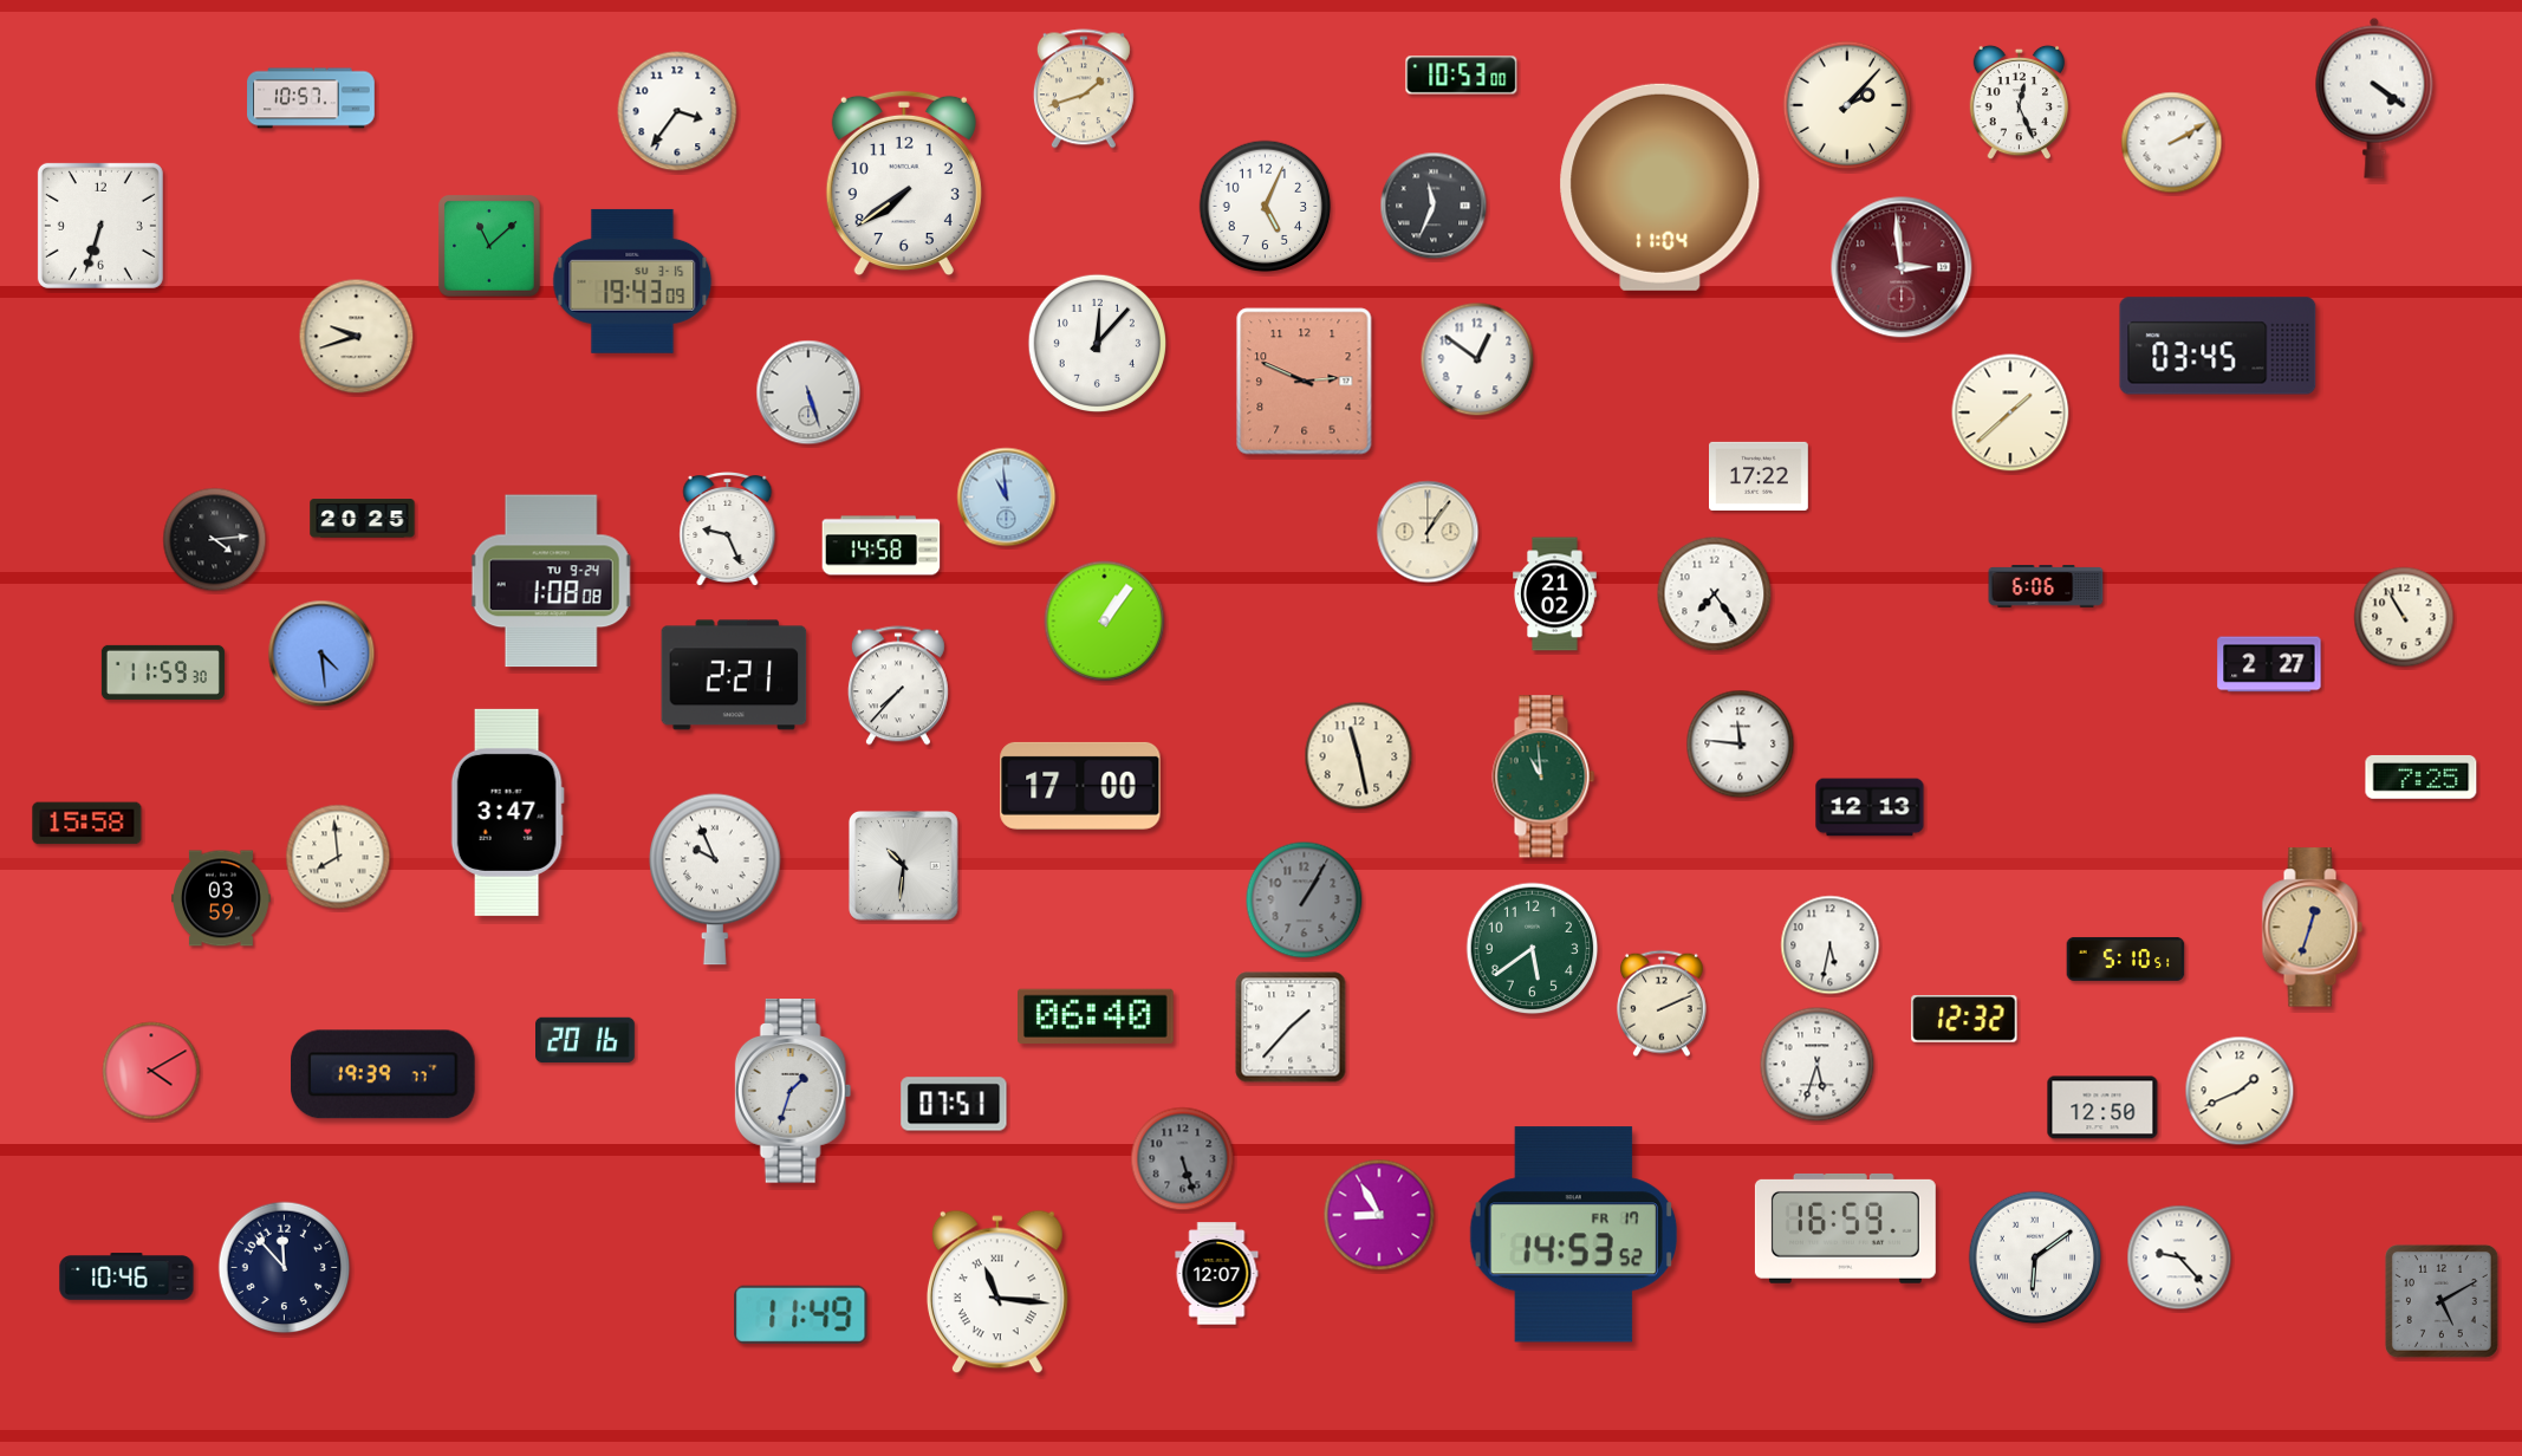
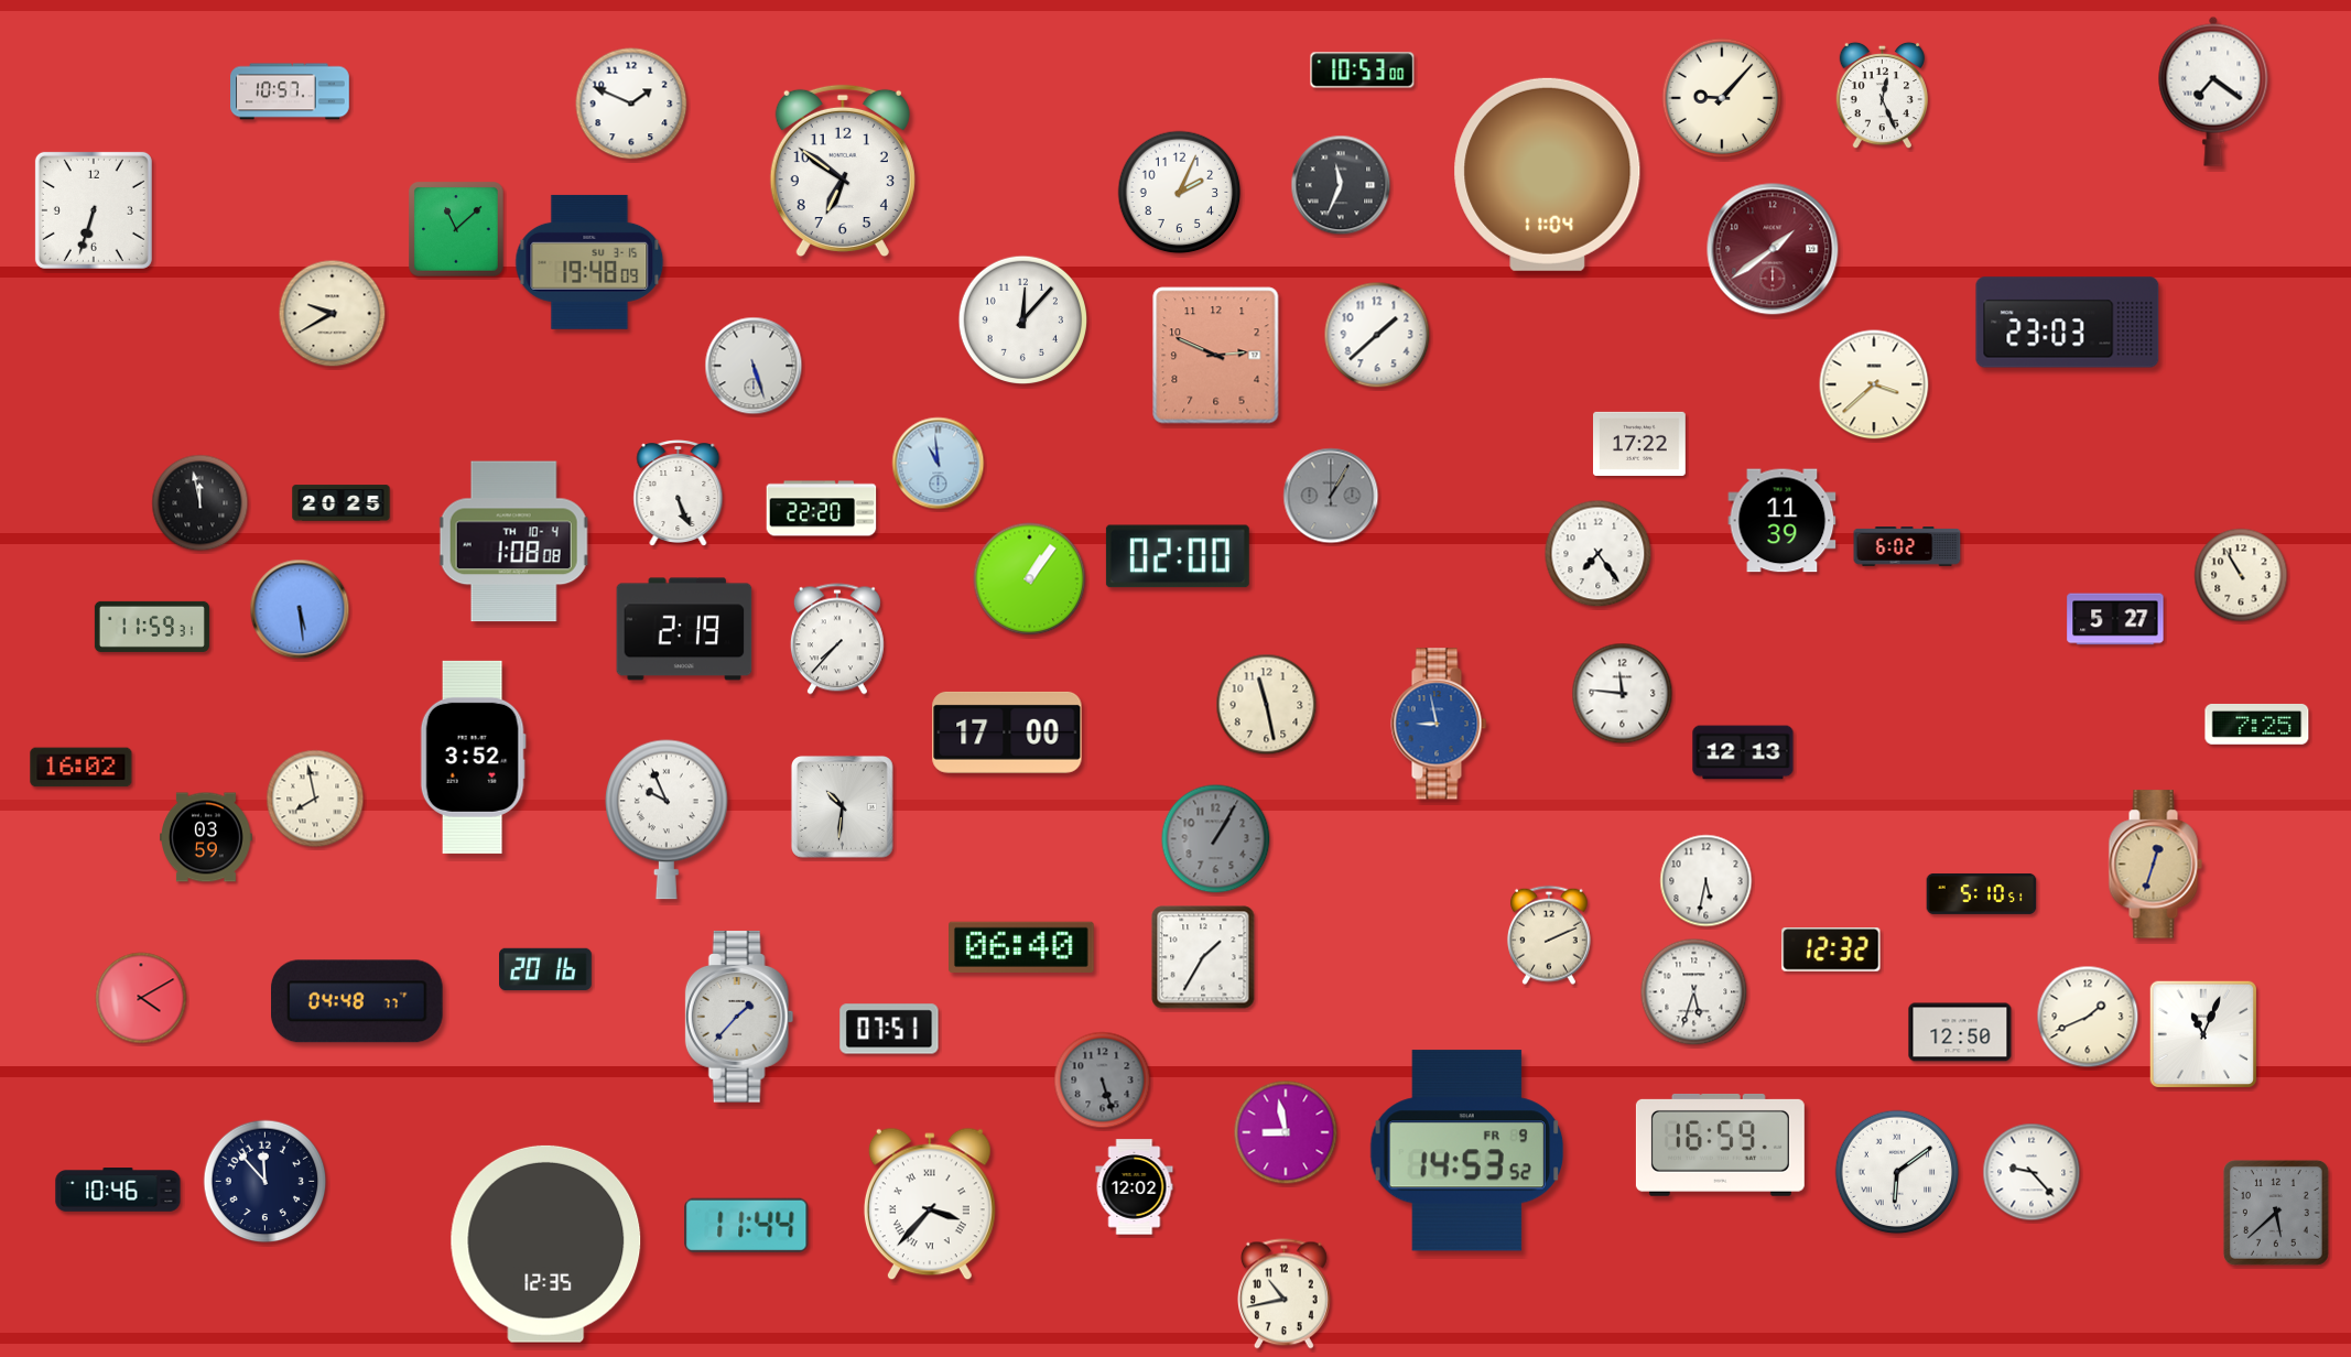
clock at (1084, 89): 1:42 -> none
clock at (2374, 98): 4:21 -> 7:21
clock at (1847, 105): 2:07 -> 9:07
clock at (677, 111): 3:36 -> 1:49
clock at (2172, 143): 2:10 -> none
clock at (904, 183): 7:39 -> 6:51
clock at (1434, 206) position: (1434, 206) -> (1341, 185)
clock at (1266, 207): 5:04 -> 2:04
clock at (1902, 267): 2:59 -> 1:39
clock at (632, 281): 19:43 -> 19:48
clock at (357, 337): 9:42 -> 9:40
clock at (2218, 346): 03:45 -> 23:03
clock at (1477, 359): 12:51 -> 1:38
clock at (2010, 412): 1:38 -> 3:38
clock at (363, 519) position: (363, 519) -> (342, 503)
clock at (728, 529): 9:26 -> 5:26
clock at (1428, 532): 1:06 -> 1:05
clock at (1428, 532) dial: cream -> grey
clock at (215, 540): 4:14 -> 11:58
clock at (882, 546): 14:58 -> 22:20
clock at (1783, 521): none -> 11:39
clock at (551, 581) date: TU 9-24 -> TH 10-4
clock at (2046, 586): 6:06 -> 6:02
clock at (1555, 594): 21:02 -> none
clock at (1178, 556): none -> 02:00
clock at (321, 654): 4:29 -> 5:29
clock at (2269, 664): 2:27 -> 5:27
clock at (163, 672): 11:59:30 -> 11:59:31
clock at (734, 675): 2:21 -> 2:19
clock at (1543, 776): 10:59 -> 8:58
clock at (1543, 776) dial: green -> blue
clock at (507, 812): 3:47 -> 3:52
clock at (87, 824): 15:58 -> 16:02
clock at (338, 857): 7:59 -> 7:58
clock at (1533, 949): 5:39 -> none
clock at (1291, 1027): 1:37 -> 1:35
clock at (384, 1074): 19:39 -> 04:48
clock at (793, 1091): 1:33 -> 1:37
clock at (2203, 1034): none -> 11:04
clock at (1379, 1215): 8:55 -> 8:58
clock at (1573, 1235) date: FR 17 -> FR 9
clock at (1217, 1274): 12:07 -> 12:02
clock at (997, 1292): 11:16 -> 3:37
clock at (2442, 1301): 5:10 -> 5:38
clock at (801, 1314): 11:49 -> 11:44
clock at (546, 1244): none -> 12:35
clock at (1285, 1294): none -> 10:43
